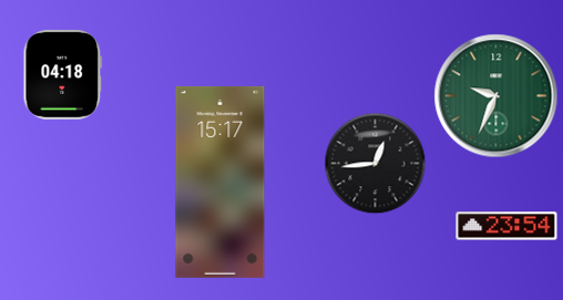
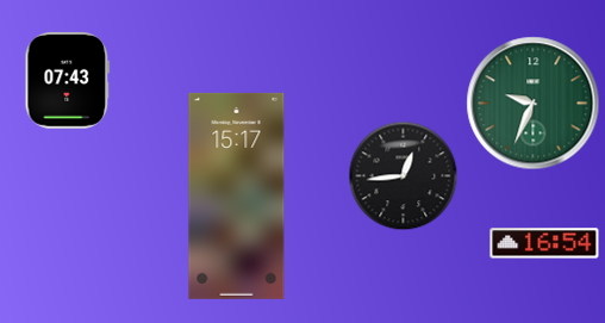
clock at (63, 74): 04:18 -> 07:43
clock at (506, 226): 23:54 -> 16:54
